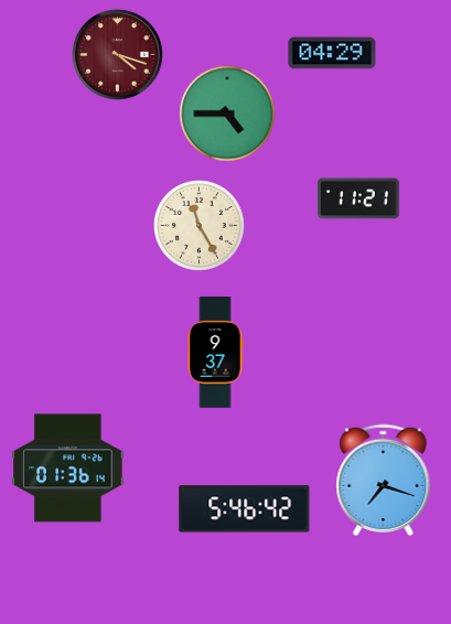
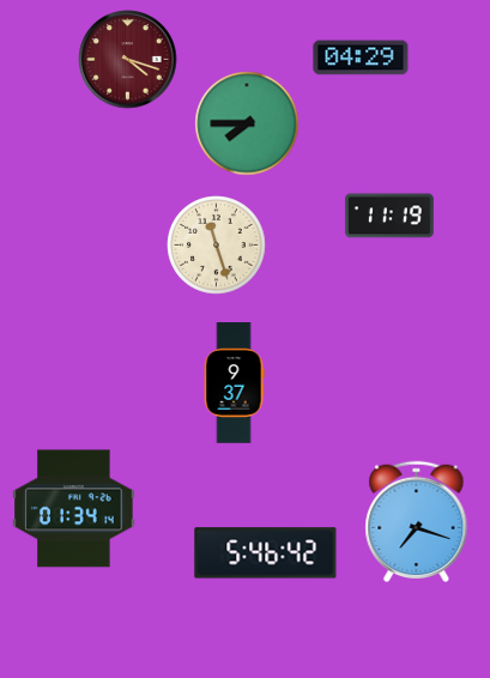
clock at (227, 114): 4:45 -> 7:45
clock at (358, 198): 11:21 -> 11:19
clock at (200, 226): 11:25 -> 11:27
clock at (68, 469): 01:36 -> 01:34
